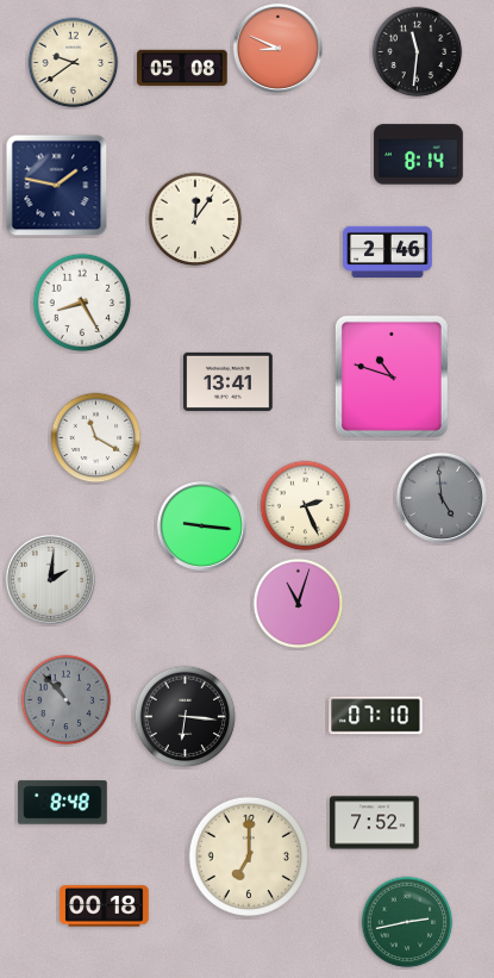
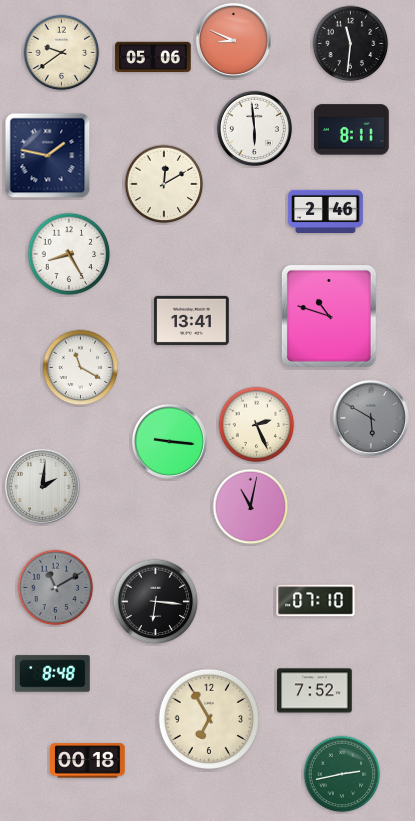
clock at (182, 67): 05:08 -> 05:06
clock at (254, 128): none -> 5:59
clock at (419, 155): 8:14 -> 8:11
clock at (195, 219): 12:06 -> 12:10
clock at (442, 498): 4:59 -> 5:50
clock at (299, 604): 11:03 -> 11:02
clock at (67, 700): 10:53 -> 11:10
clock at (248, 855): 7:00 -> 6:55
